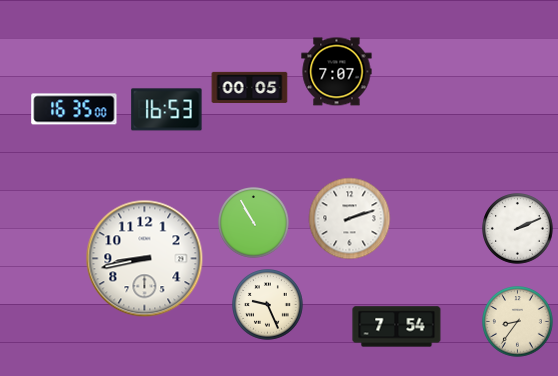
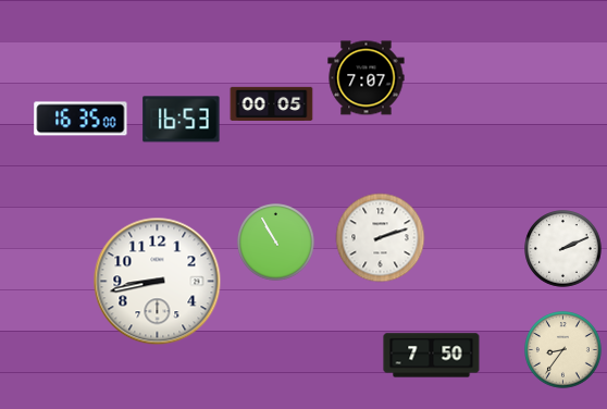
clock at (250, 87) position: (250, 87) -> (272, 103)
clock at (268, 305): 9:26 -> none
clock at (397, 327): 7:54 -> 7:50
